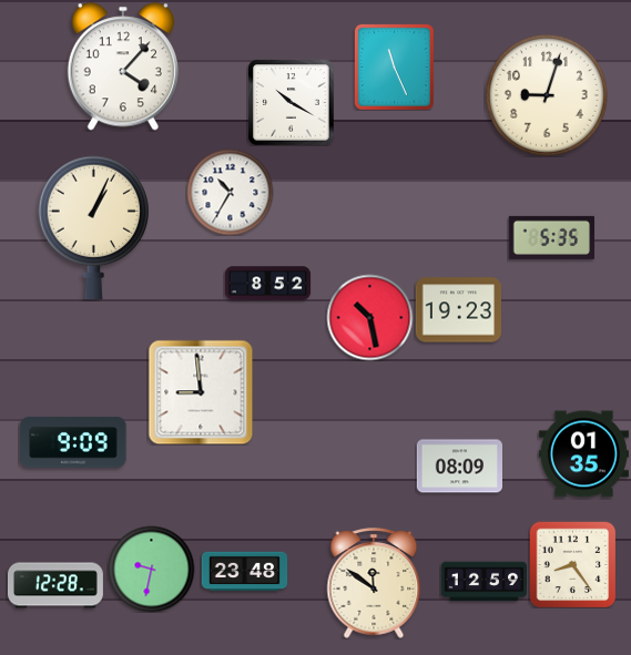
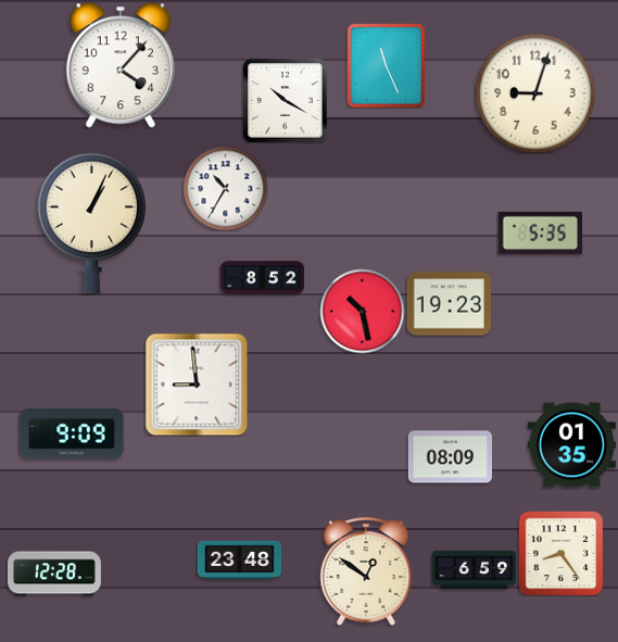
clock at (151, 569): 9:32 -> none
clock at (484, 582): 12:59 -> 6:59
clock at (374, 583): 11:51 -> 12:51
